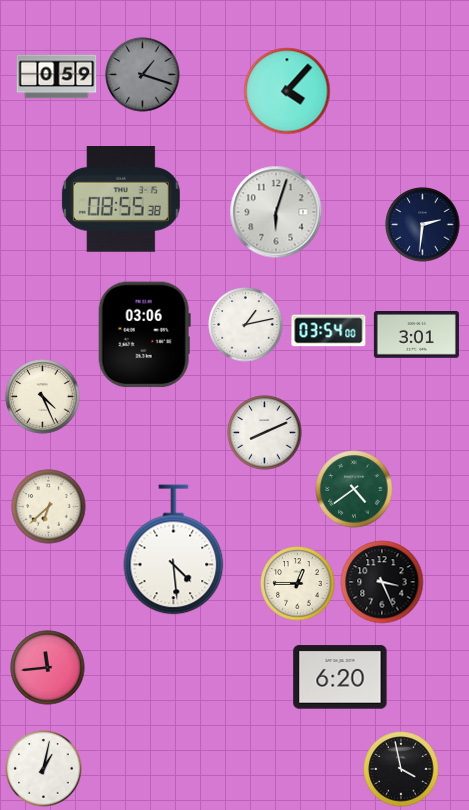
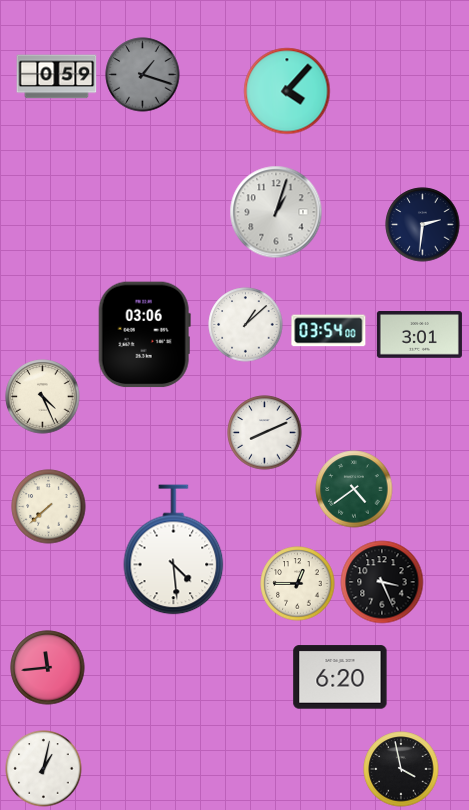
clock at (121, 200): 08:55 -> none
clock at (276, 212): 6:03 -> 1:03
clock at (246, 325): 1:13 -> 1:08
clock at (416, 335) position: (416, 335) -> (419, 335)
clock at (49, 507): 6:38 -> 7:38
